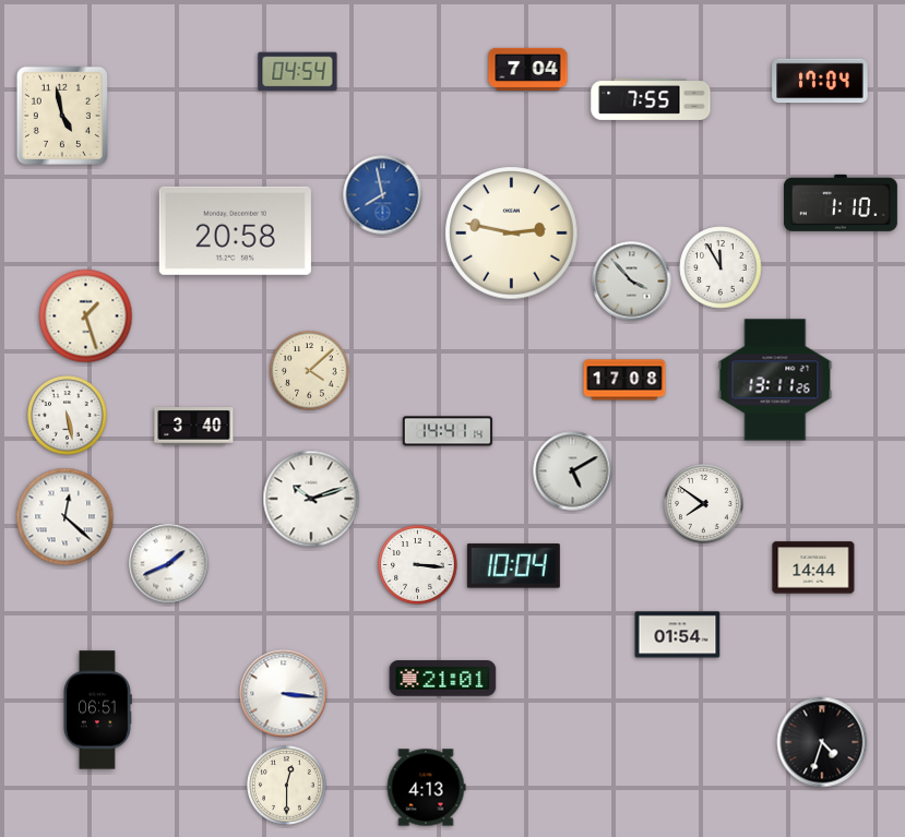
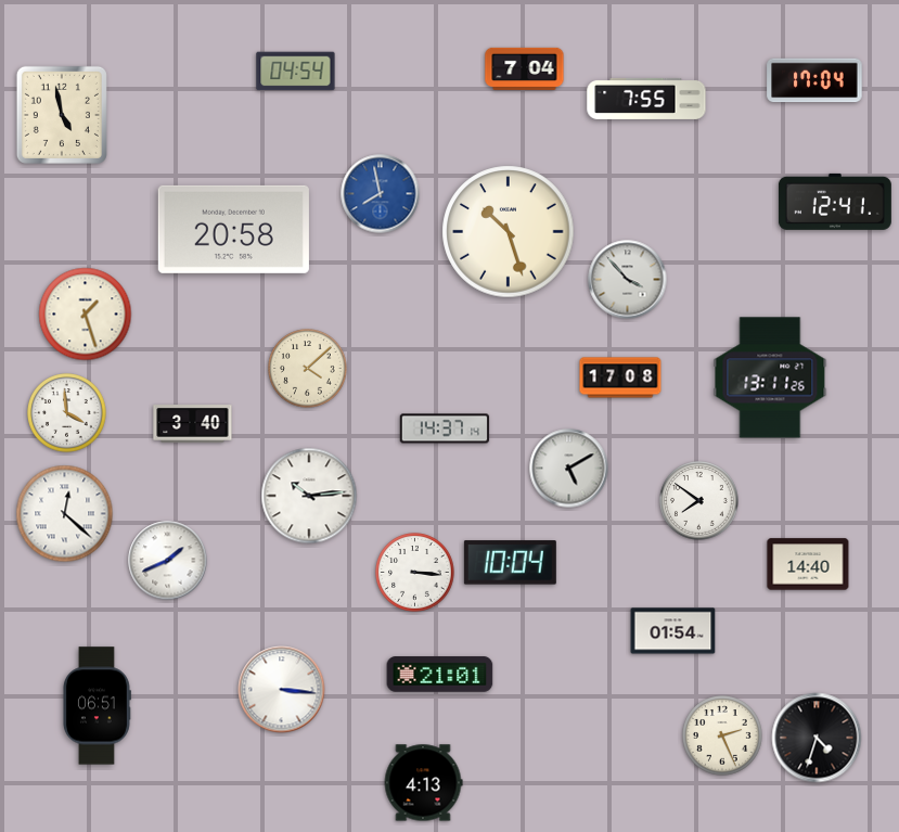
clock at (841, 203): 1:10 -> 12:41
clock at (512, 234): 2:47 -> 10:27
clock at (721, 267): 11:55 -> none
clock at (68, 416): 5:28 -> 3:59
clock at (448, 431): 14:41 -> 14:37
clock at (311, 499): 10:12 -> 10:14
clock at (418, 565) position: (418, 565) -> (415, 573)
clock at (813, 567): 14:44 -> 14:40
clock at (722, 735): none -> 2:26
clock at (287, 786): 12:30 -> none
